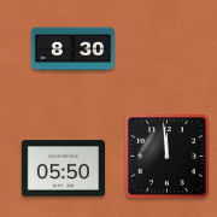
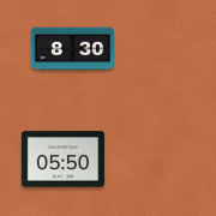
clock at (168, 157): 11:59 -> none
clock at (63, 169) position: (63, 169) -> (62, 160)
